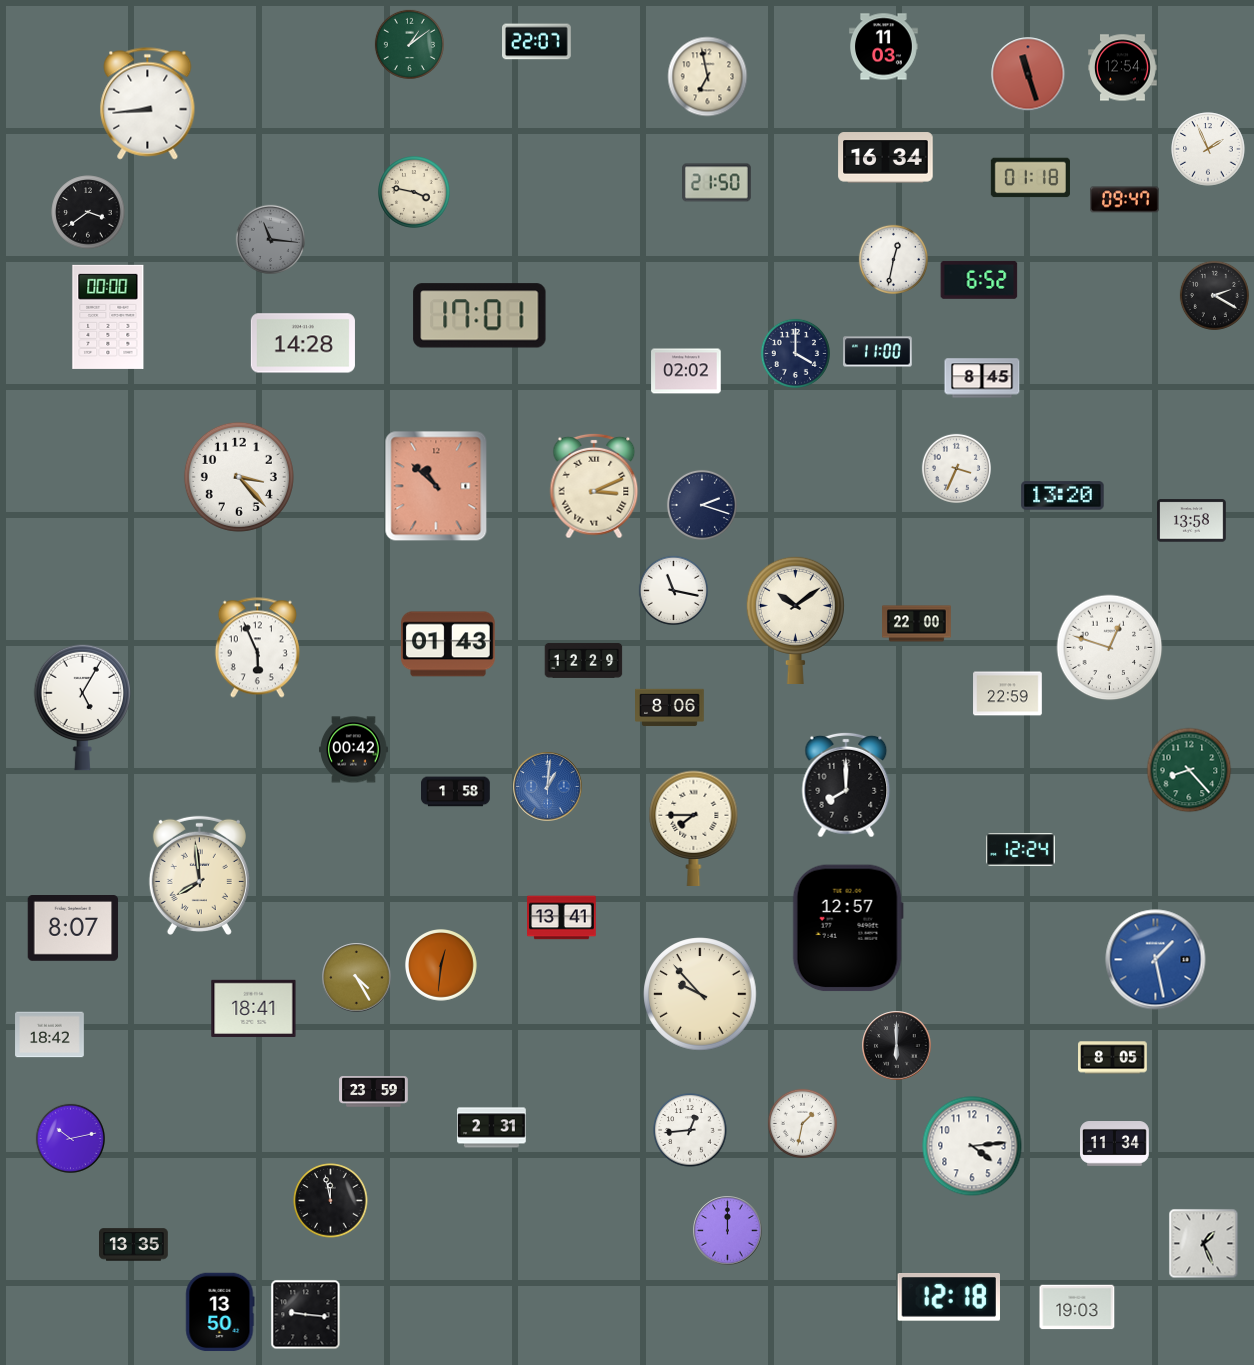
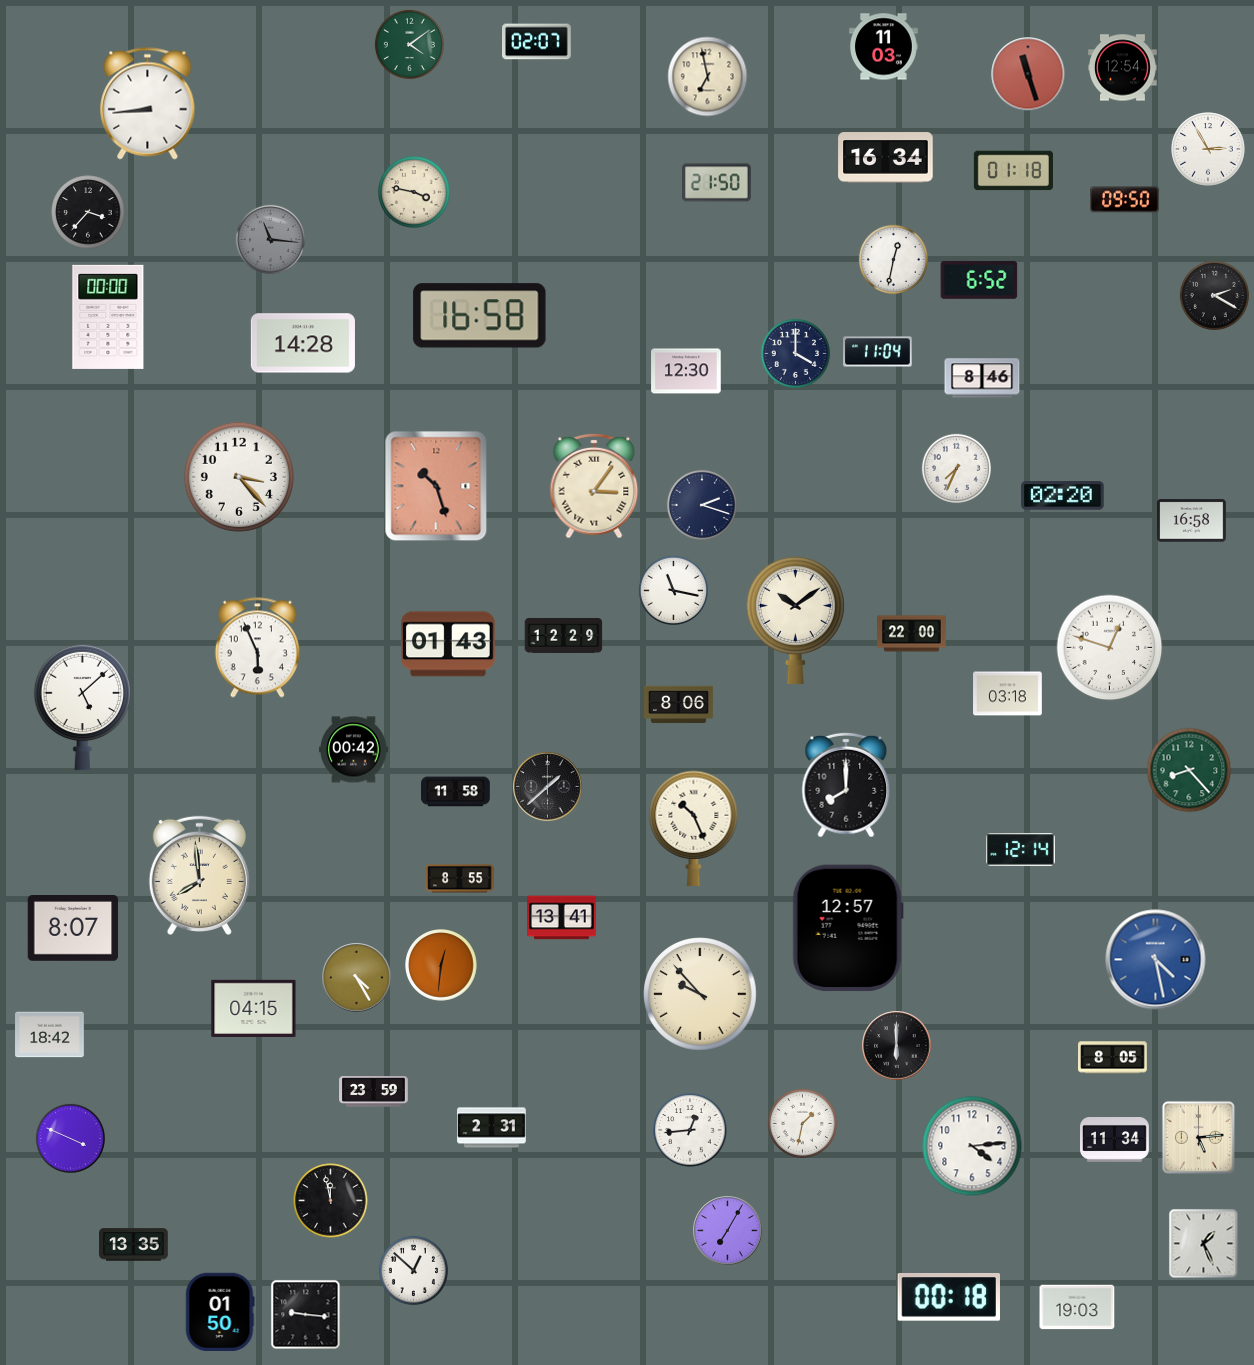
clock at (537, 42): 22:07 -> 02:07
clock at (409, 44): 1:09 -> 4:09
clock at (1208, 149): 1:56 -> 2:55
clock at (1030, 178) position: (1030, 178) -> (1013, 171)
clock at (1125, 200): 09:47 -> 09:50
clock at (88, 212): 3:39 -> 3:37
clock at (480, 316): 17:01 -> 16:58
clock at (878, 352): 11:00 -> 11:04
clock at (686, 371): 02:02 -> 12:30
clock at (982, 378): 8:45 -> 8:46
clock at (956, 468): 3:34 -> 7:34
clock at (436, 486): 10:52 -> 10:27
clock at (594, 486): 3:11 -> 3:06
clock at (1063, 496): 13:20 -> 02:20
clock at (1192, 521): 13:58 -> 16:58
clock at (917, 624) position: (917, 624) -> (912, 634)
clock at (584, 660) position: (584, 660) -> (564, 635)
clock at (1008, 694): 22:59 -> 03:18
clock at (83, 707): 5:05 -> 5:08
clock at (670, 708) position: (670, 708) -> (679, 705)
clock at (548, 787): 1:01 -> 1:38
clock at (548, 787) dial: blue -> black
clock at (456, 792): 1:58 -> 11:58
clock at (694, 828): 7:45 -> 10:26
clock at (1021, 850): 12:24 -> 12:14
clock at (460, 879): none -> 8:55
clock at (1156, 960): 1:28 -> 4:28
clock at (254, 1008): 18:41 -> 04:15
clock at (1198, 1137): none -> 5:14
clock at (70, 1138): 10:13 -> 3:49
clock at (1115, 1144) position: (1115, 1144) -> (1115, 1140)
clock at (728, 1231): 12:00 -> 7:05
clock at (413, 1270): none -> 12:52
clock at (948, 1298): 12:18 -> 00:18
clock at (220, 1312): 13:50 -> 01:50
